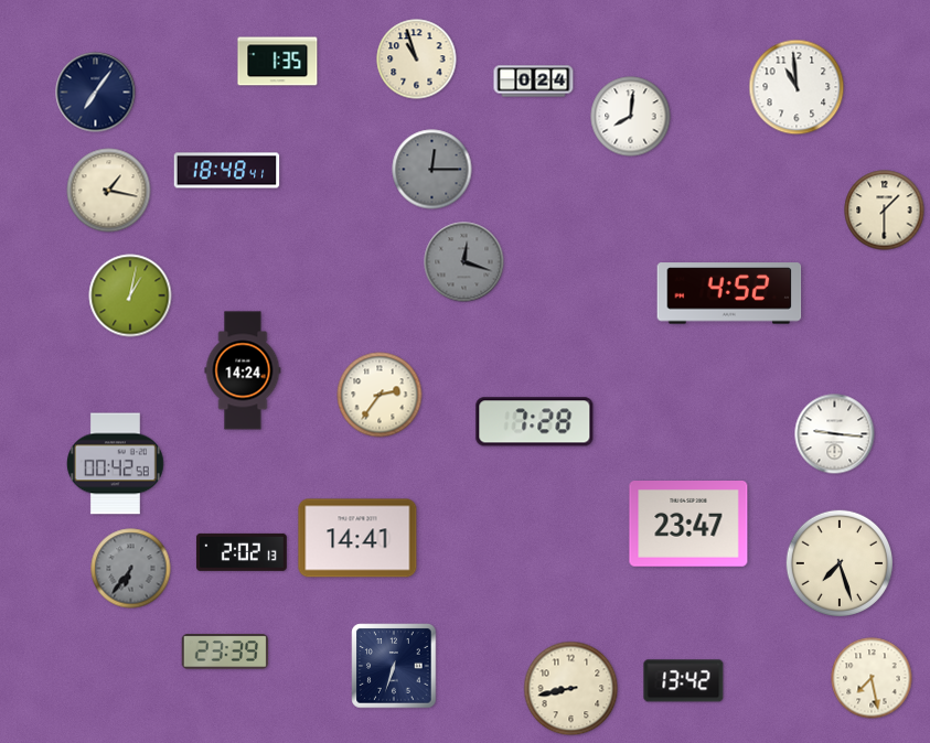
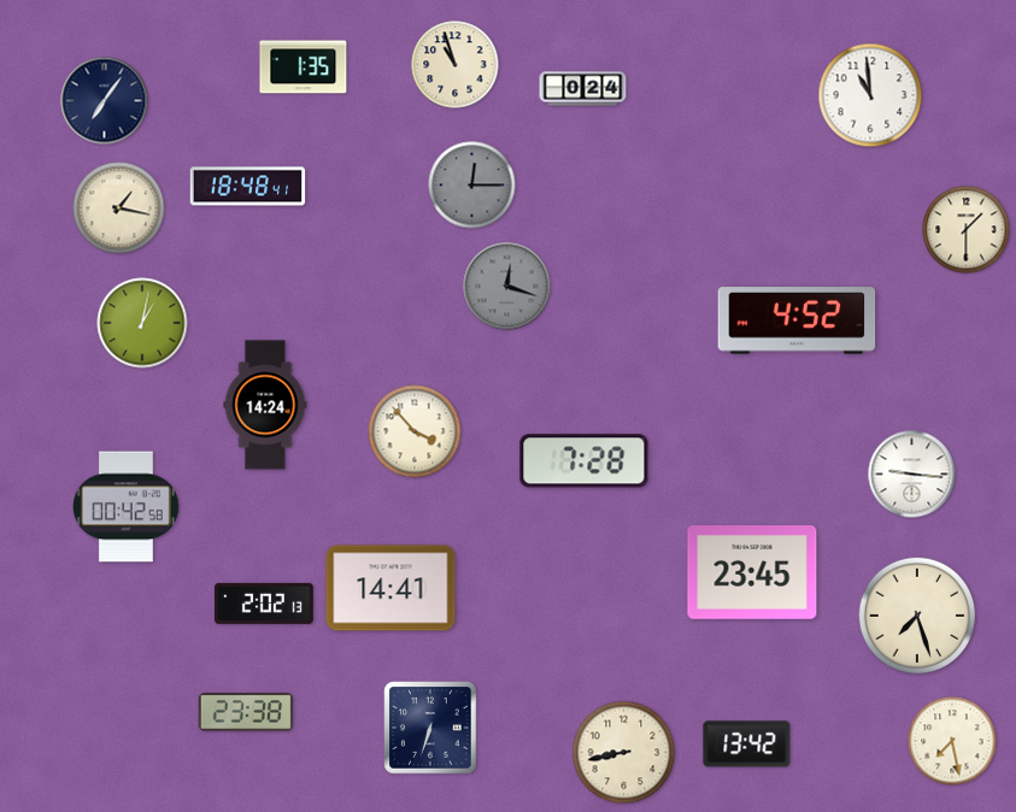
clock at (631, 117): 8:01 -> none
clock at (380, 395): 2:36 -> 3:53
clock at (688, 524): 23:47 -> 23:45
clock at (131, 569): 6:36 -> none
clock at (224, 653): 23:39 -> 23:38
